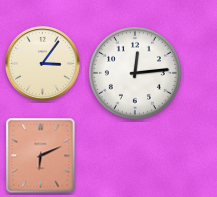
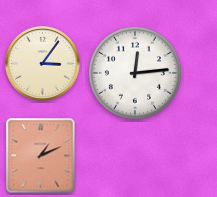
clock at (41, 156): 6:11 -> 1:11
